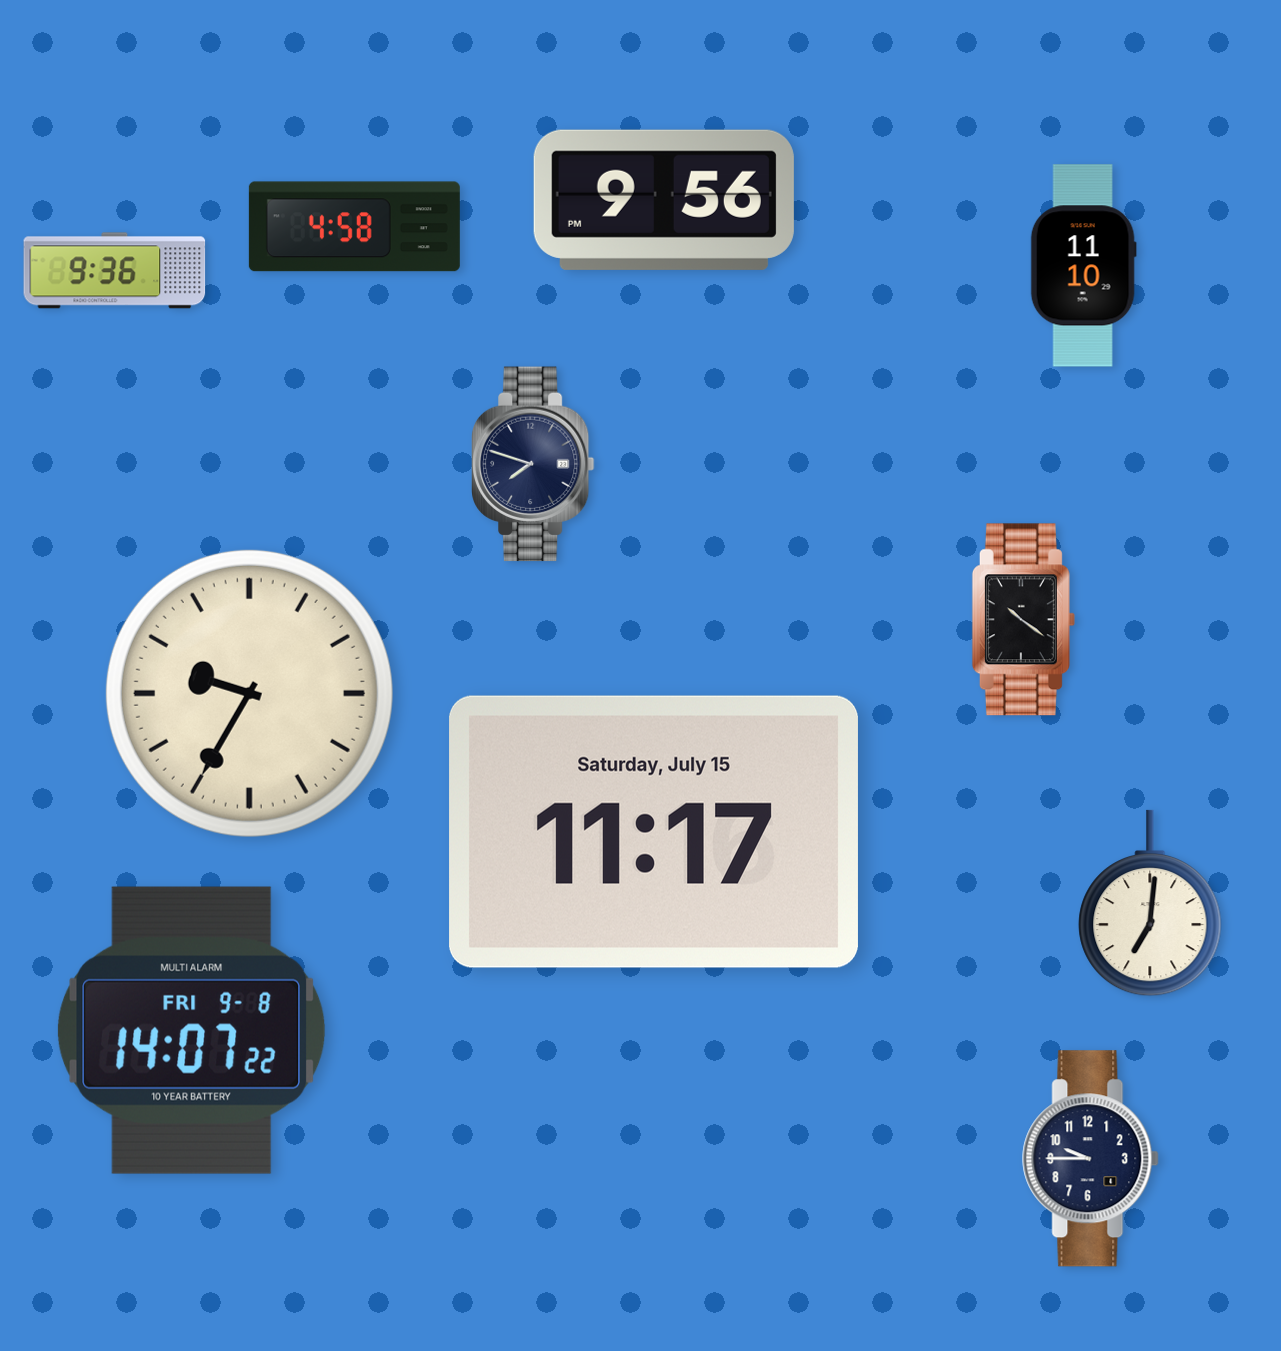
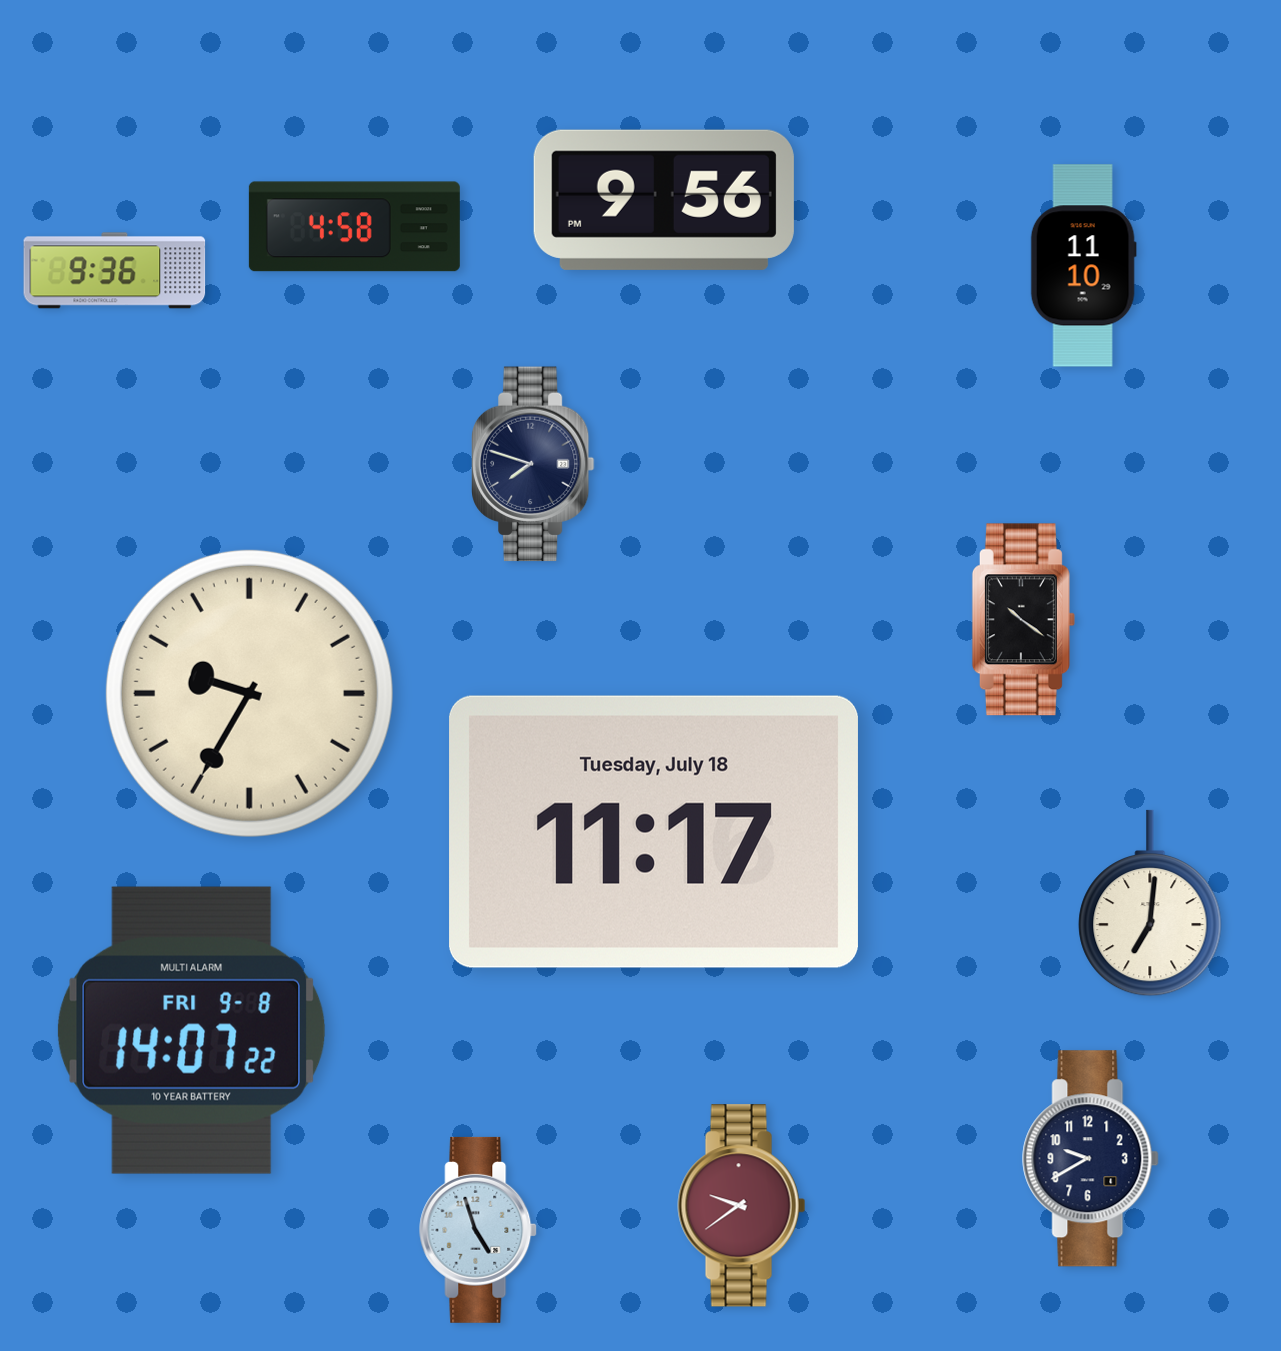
clock at (654, 832) date: Saturday, July 15 -> Tuesday, July 18
clock at (1091, 1159): 9:45 -> 9:40
clock at (742, 1206): none -> 9:39
clock at (479, 1230): none -> 4:57
